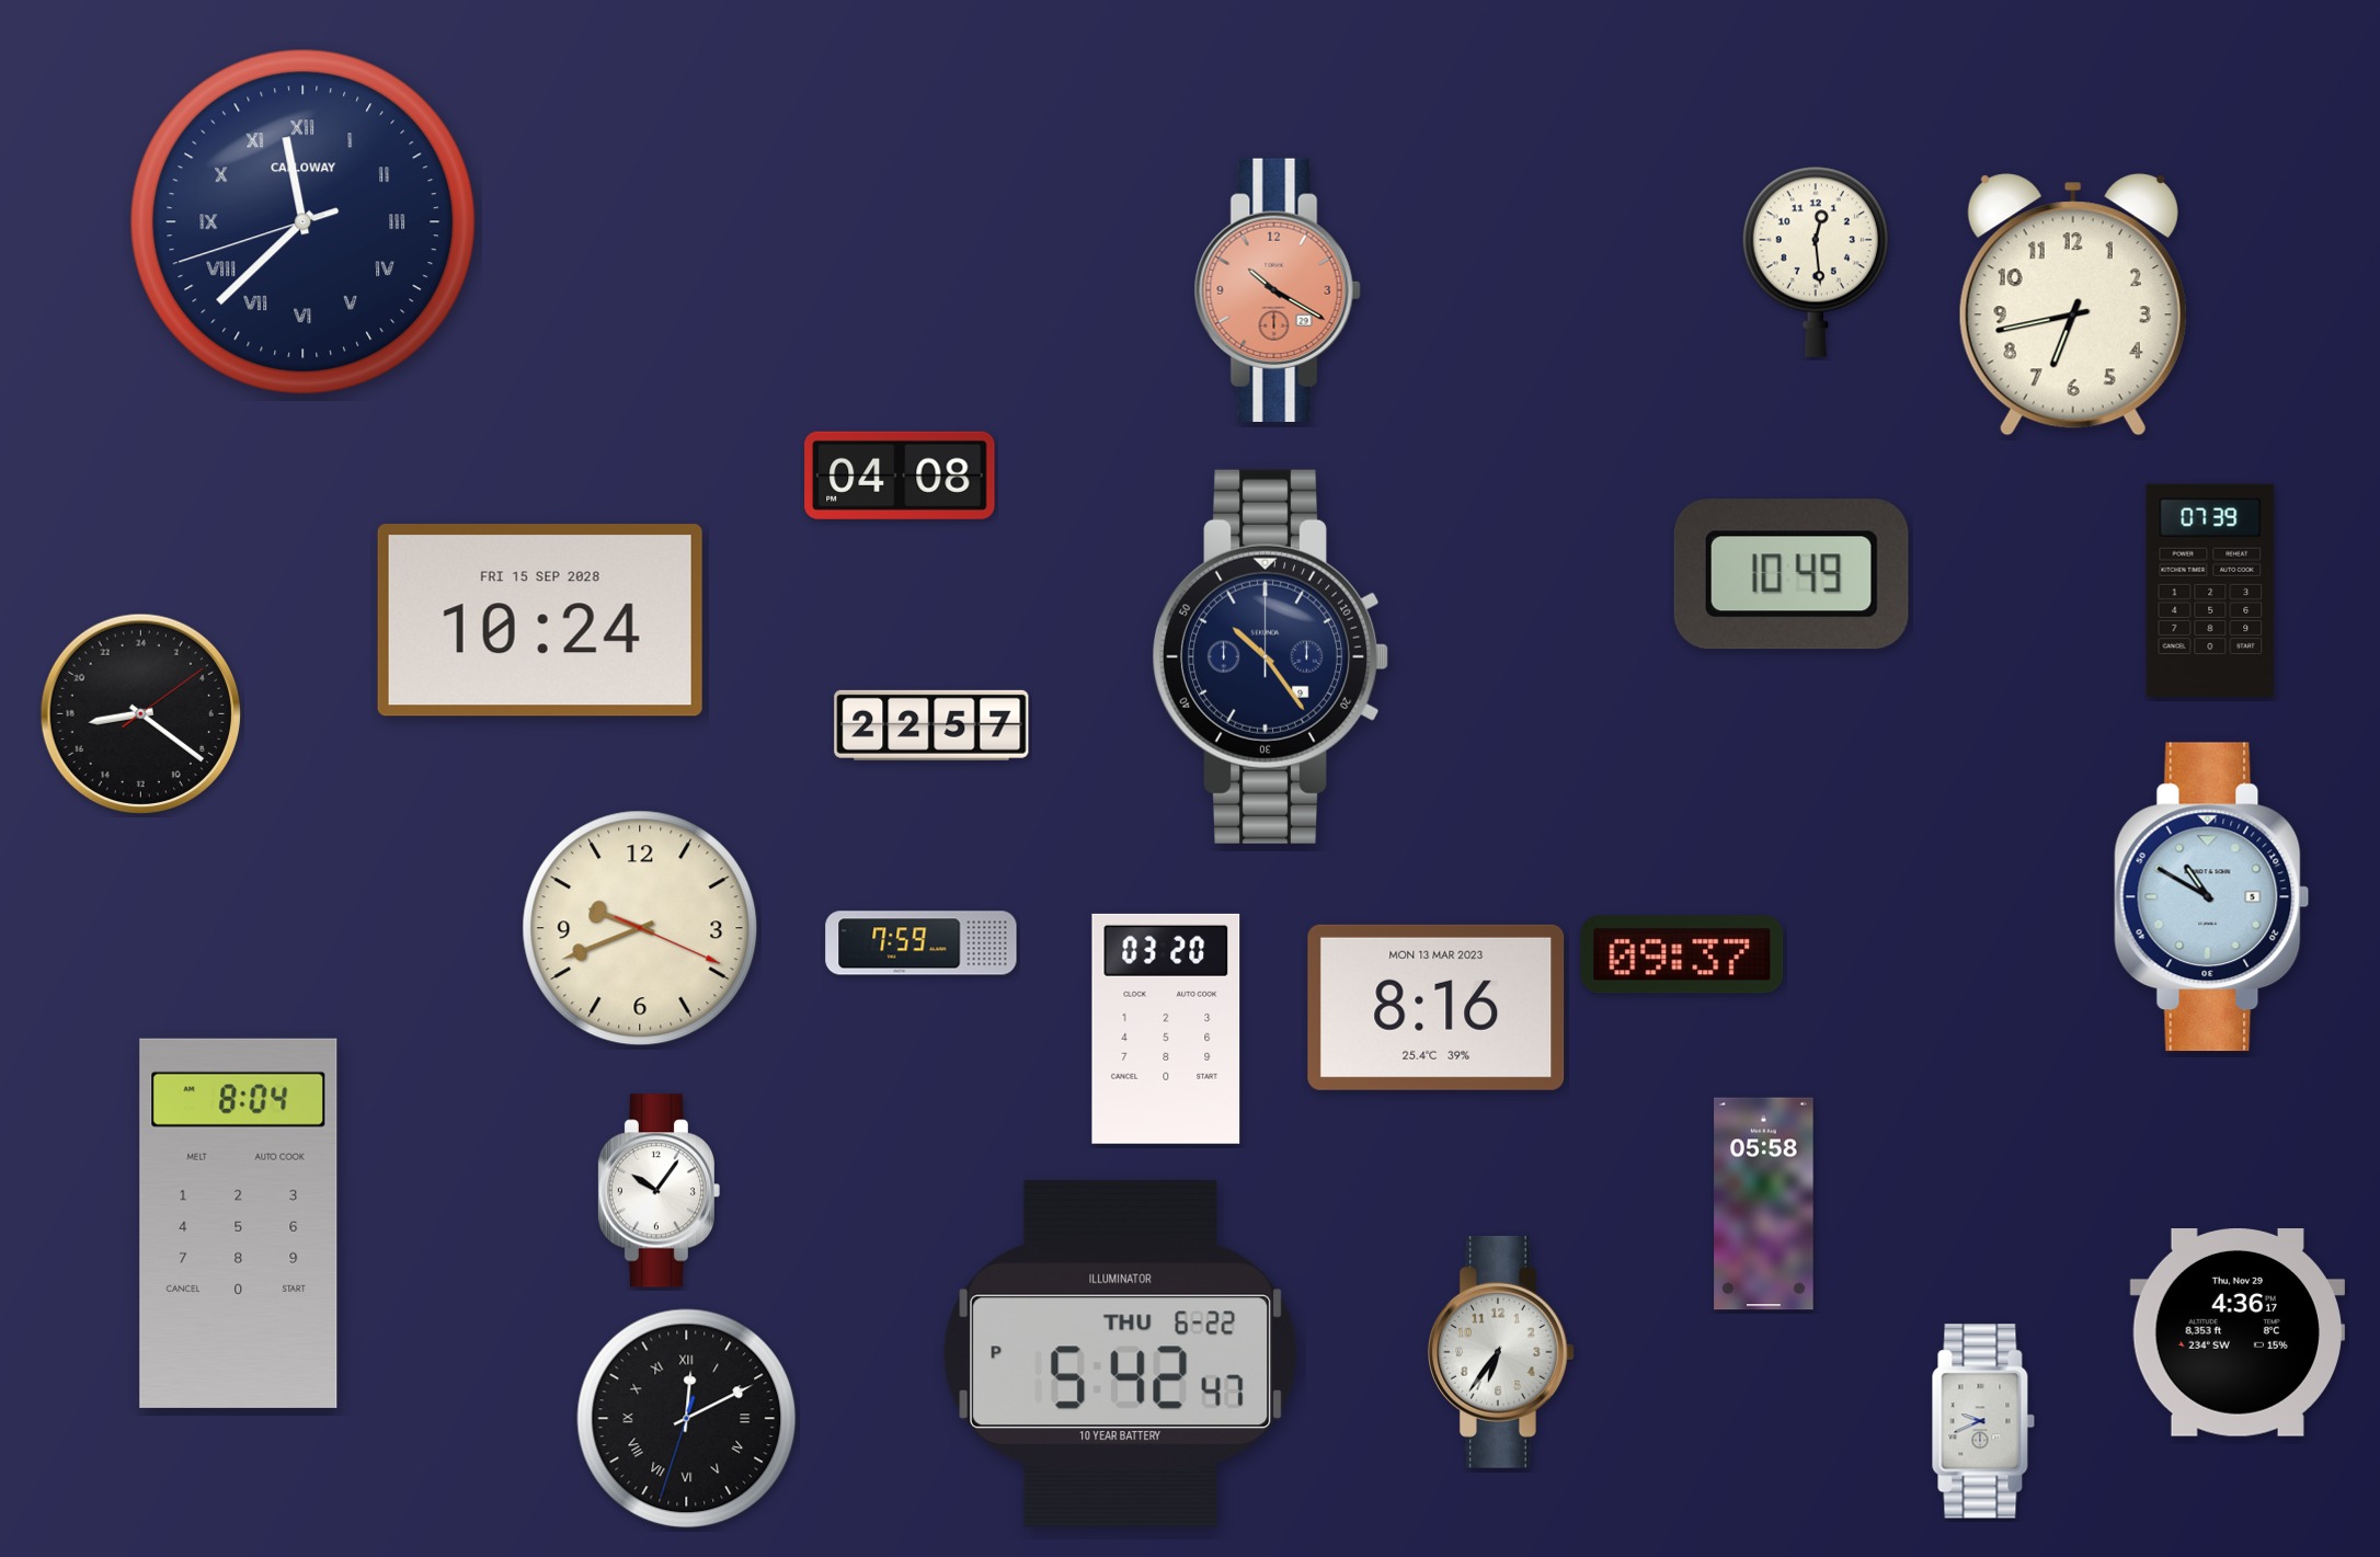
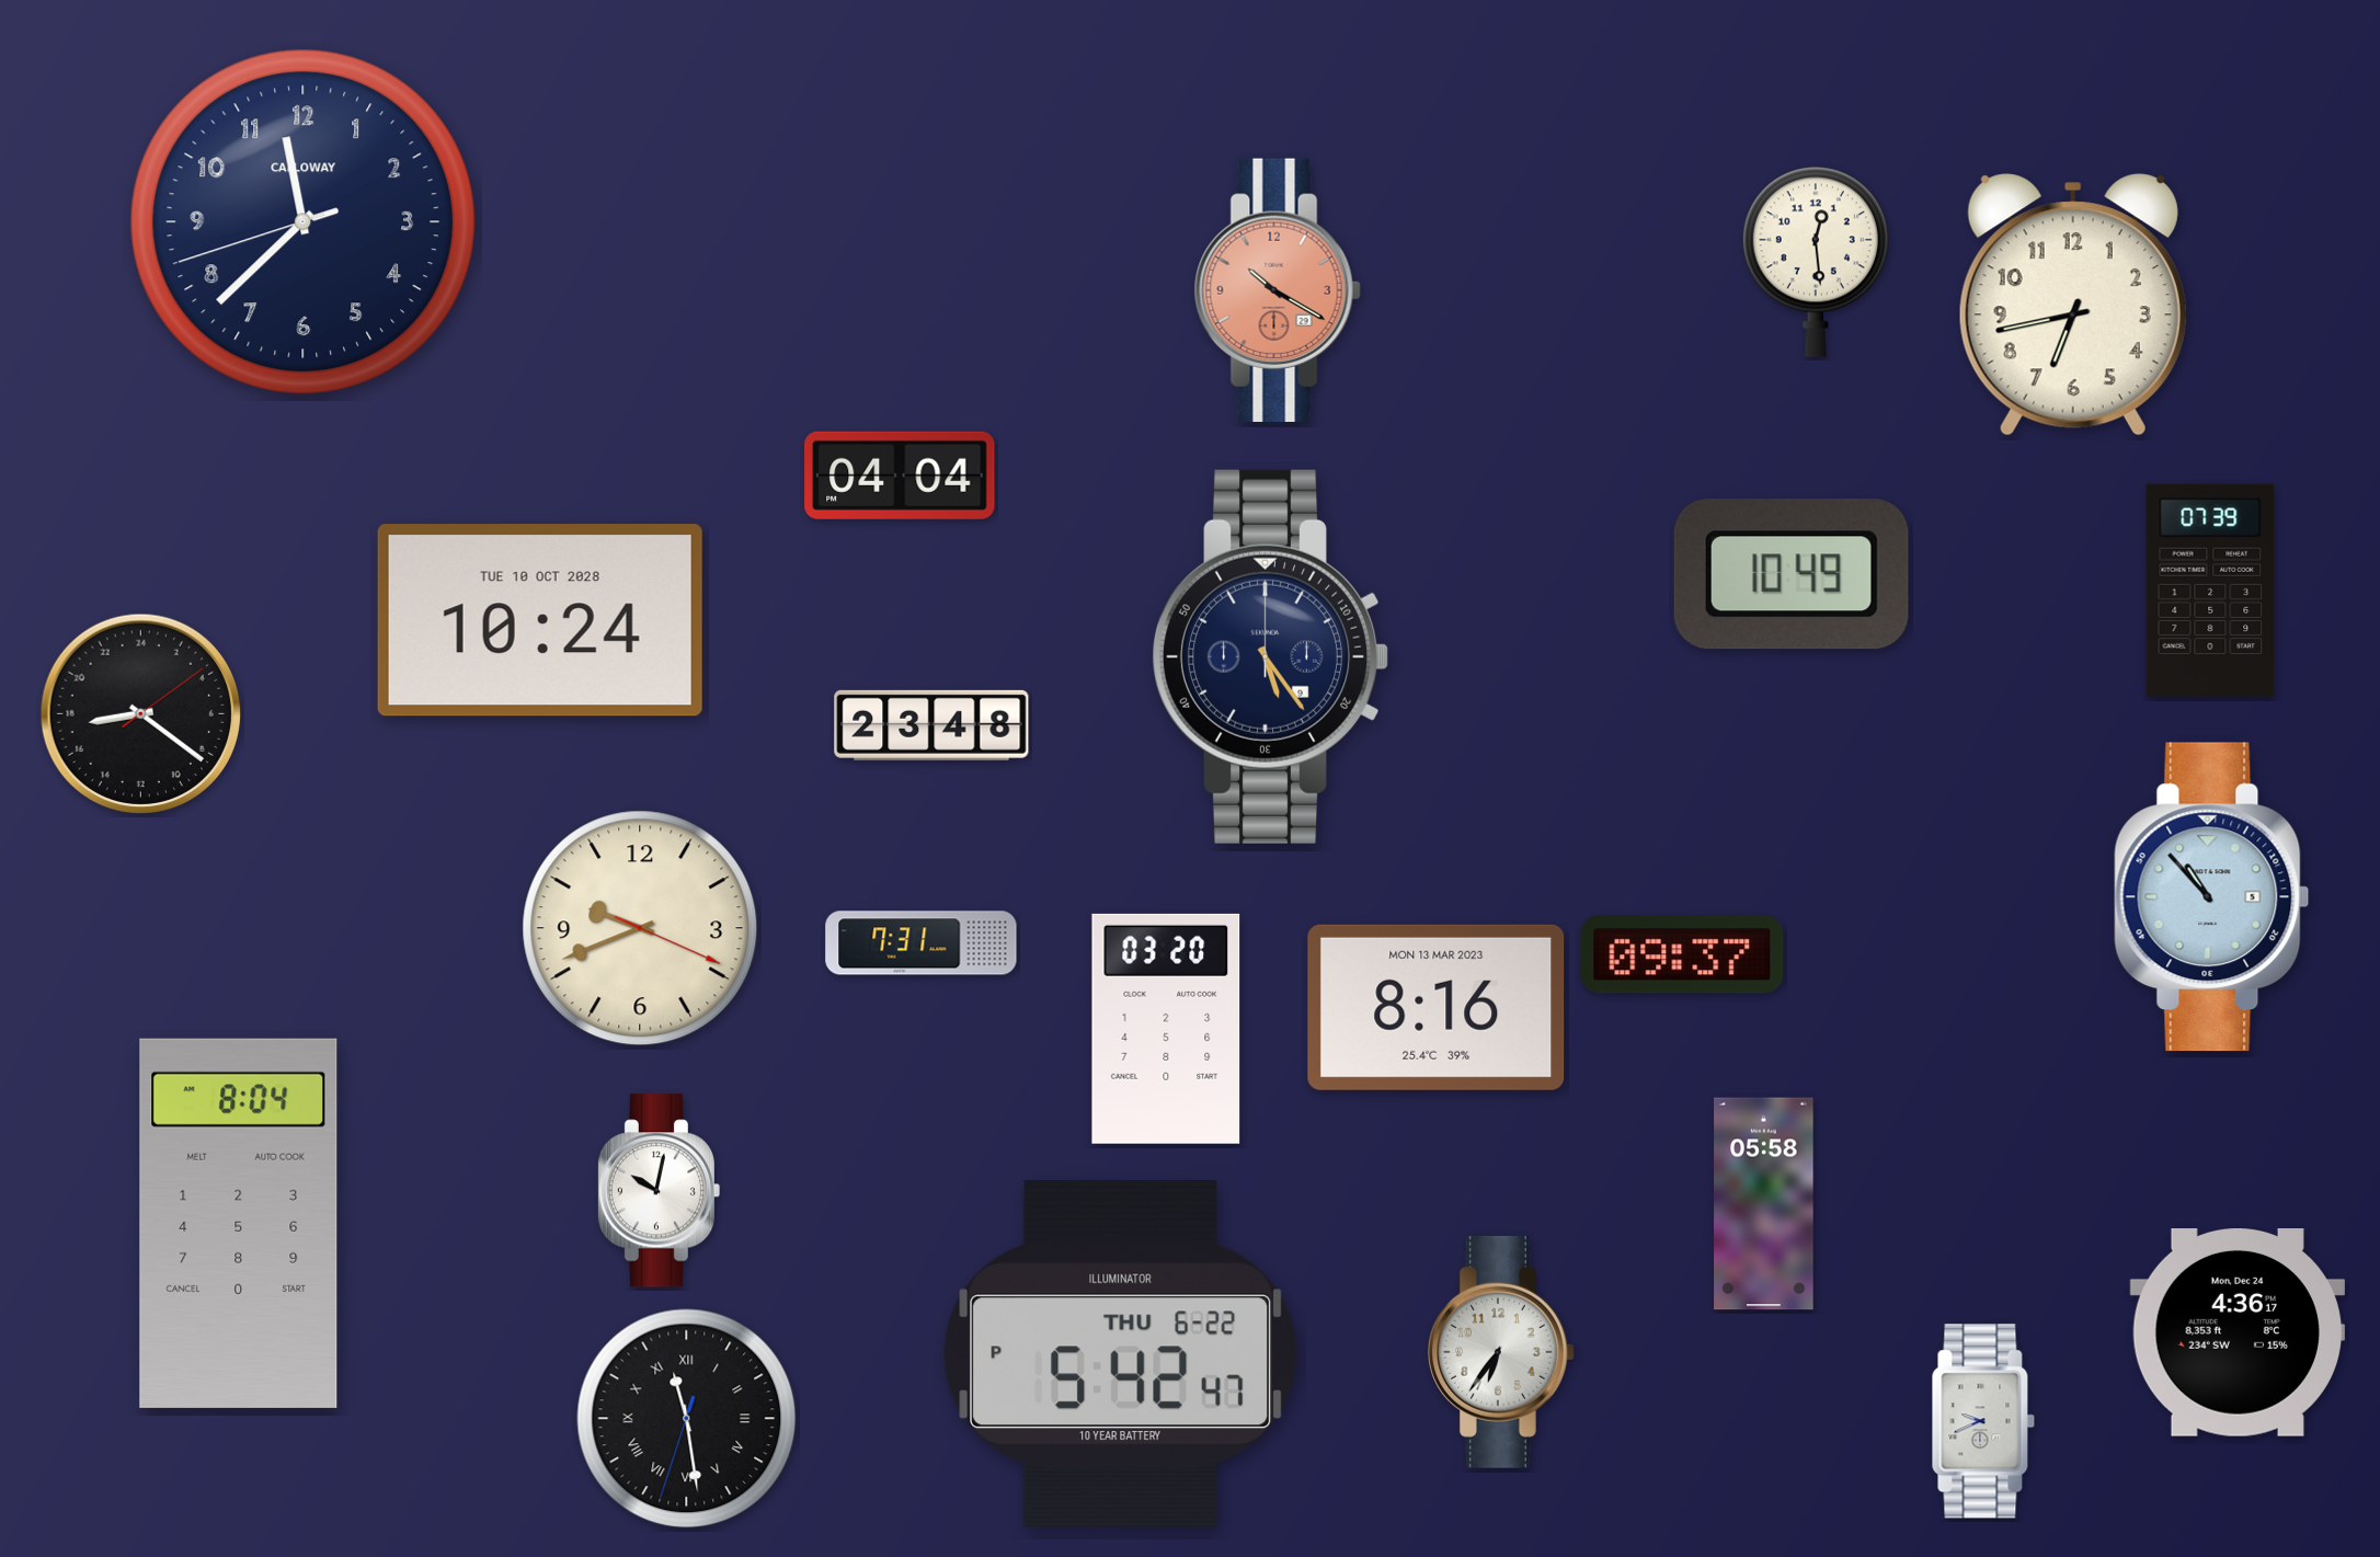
clock at (304, 222) numerals: Roman -> Arabic
clock at (900, 476): 04:08 -> 04:04
clock at (540, 620) date: FRI 15 SEP 2028 -> TUE 10 OCT 2028
clock at (1271, 656): 10:24 -> 5:24
clock at (931, 725): 22:57 -> 23:48
clock at (2212, 897): 10:50 -> 10:53
clock at (922, 943): 7:59 -> 7:31
clock at (659, 1191): 10:06 -> 10:02
clock at (2236, 1333) date: Thu, Nov 29 -> Mon, Dec 24
clock at (687, 1419): 12:10 -> 11:28
